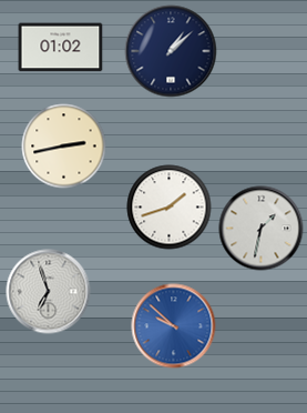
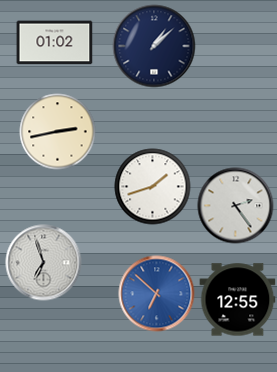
clock at (262, 229): 1:32 -> 2:24
clock at (174, 326): 9:52 -> 6:52
clock at (238, 300): none -> 12:55
